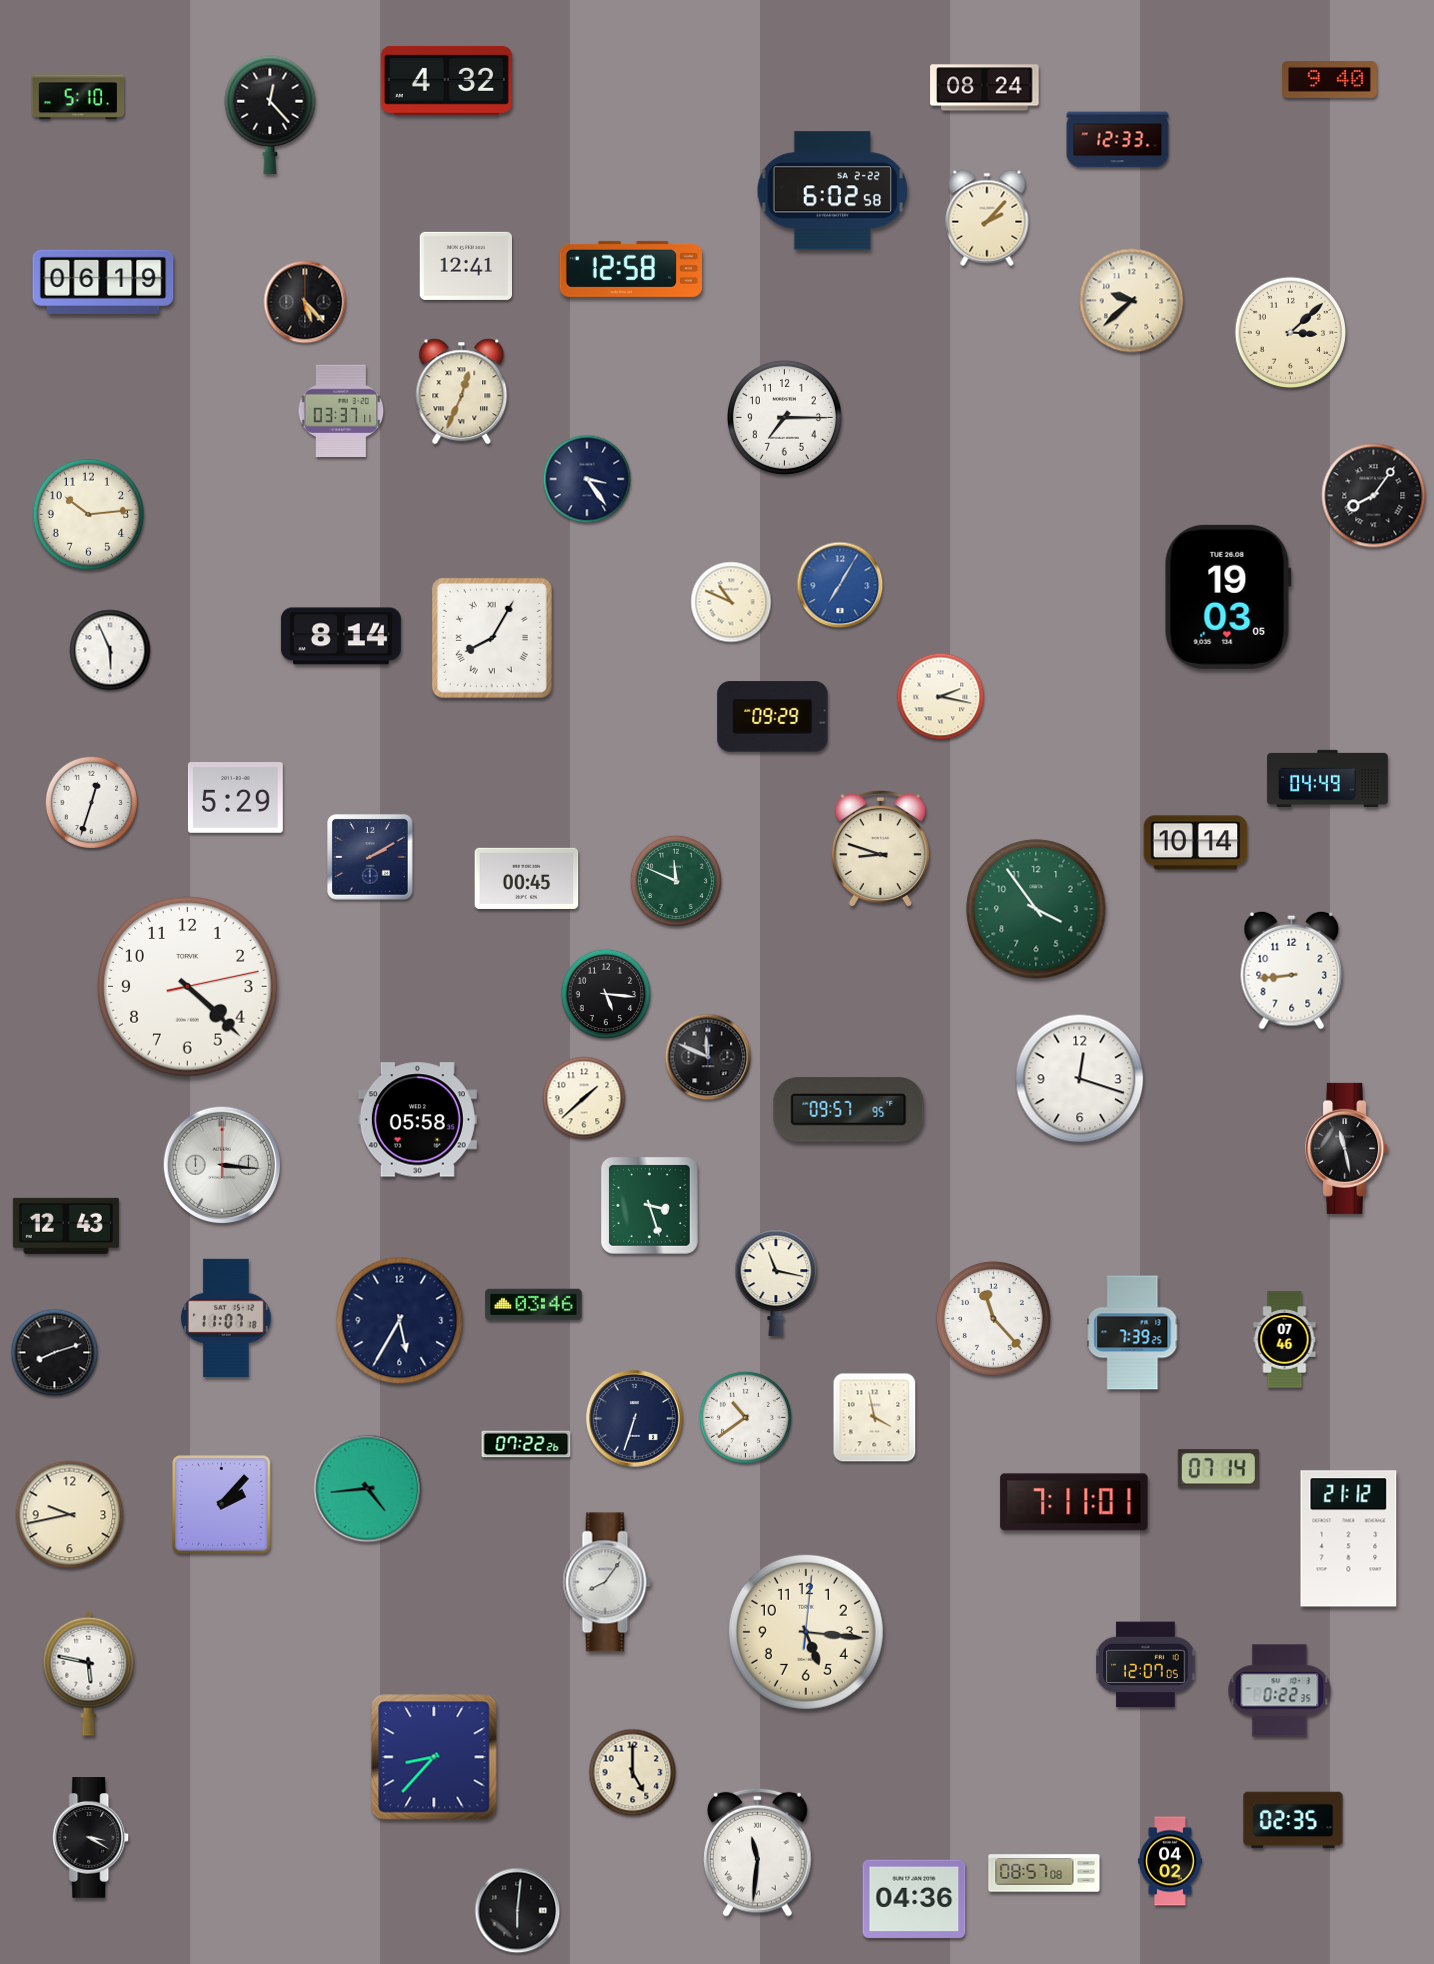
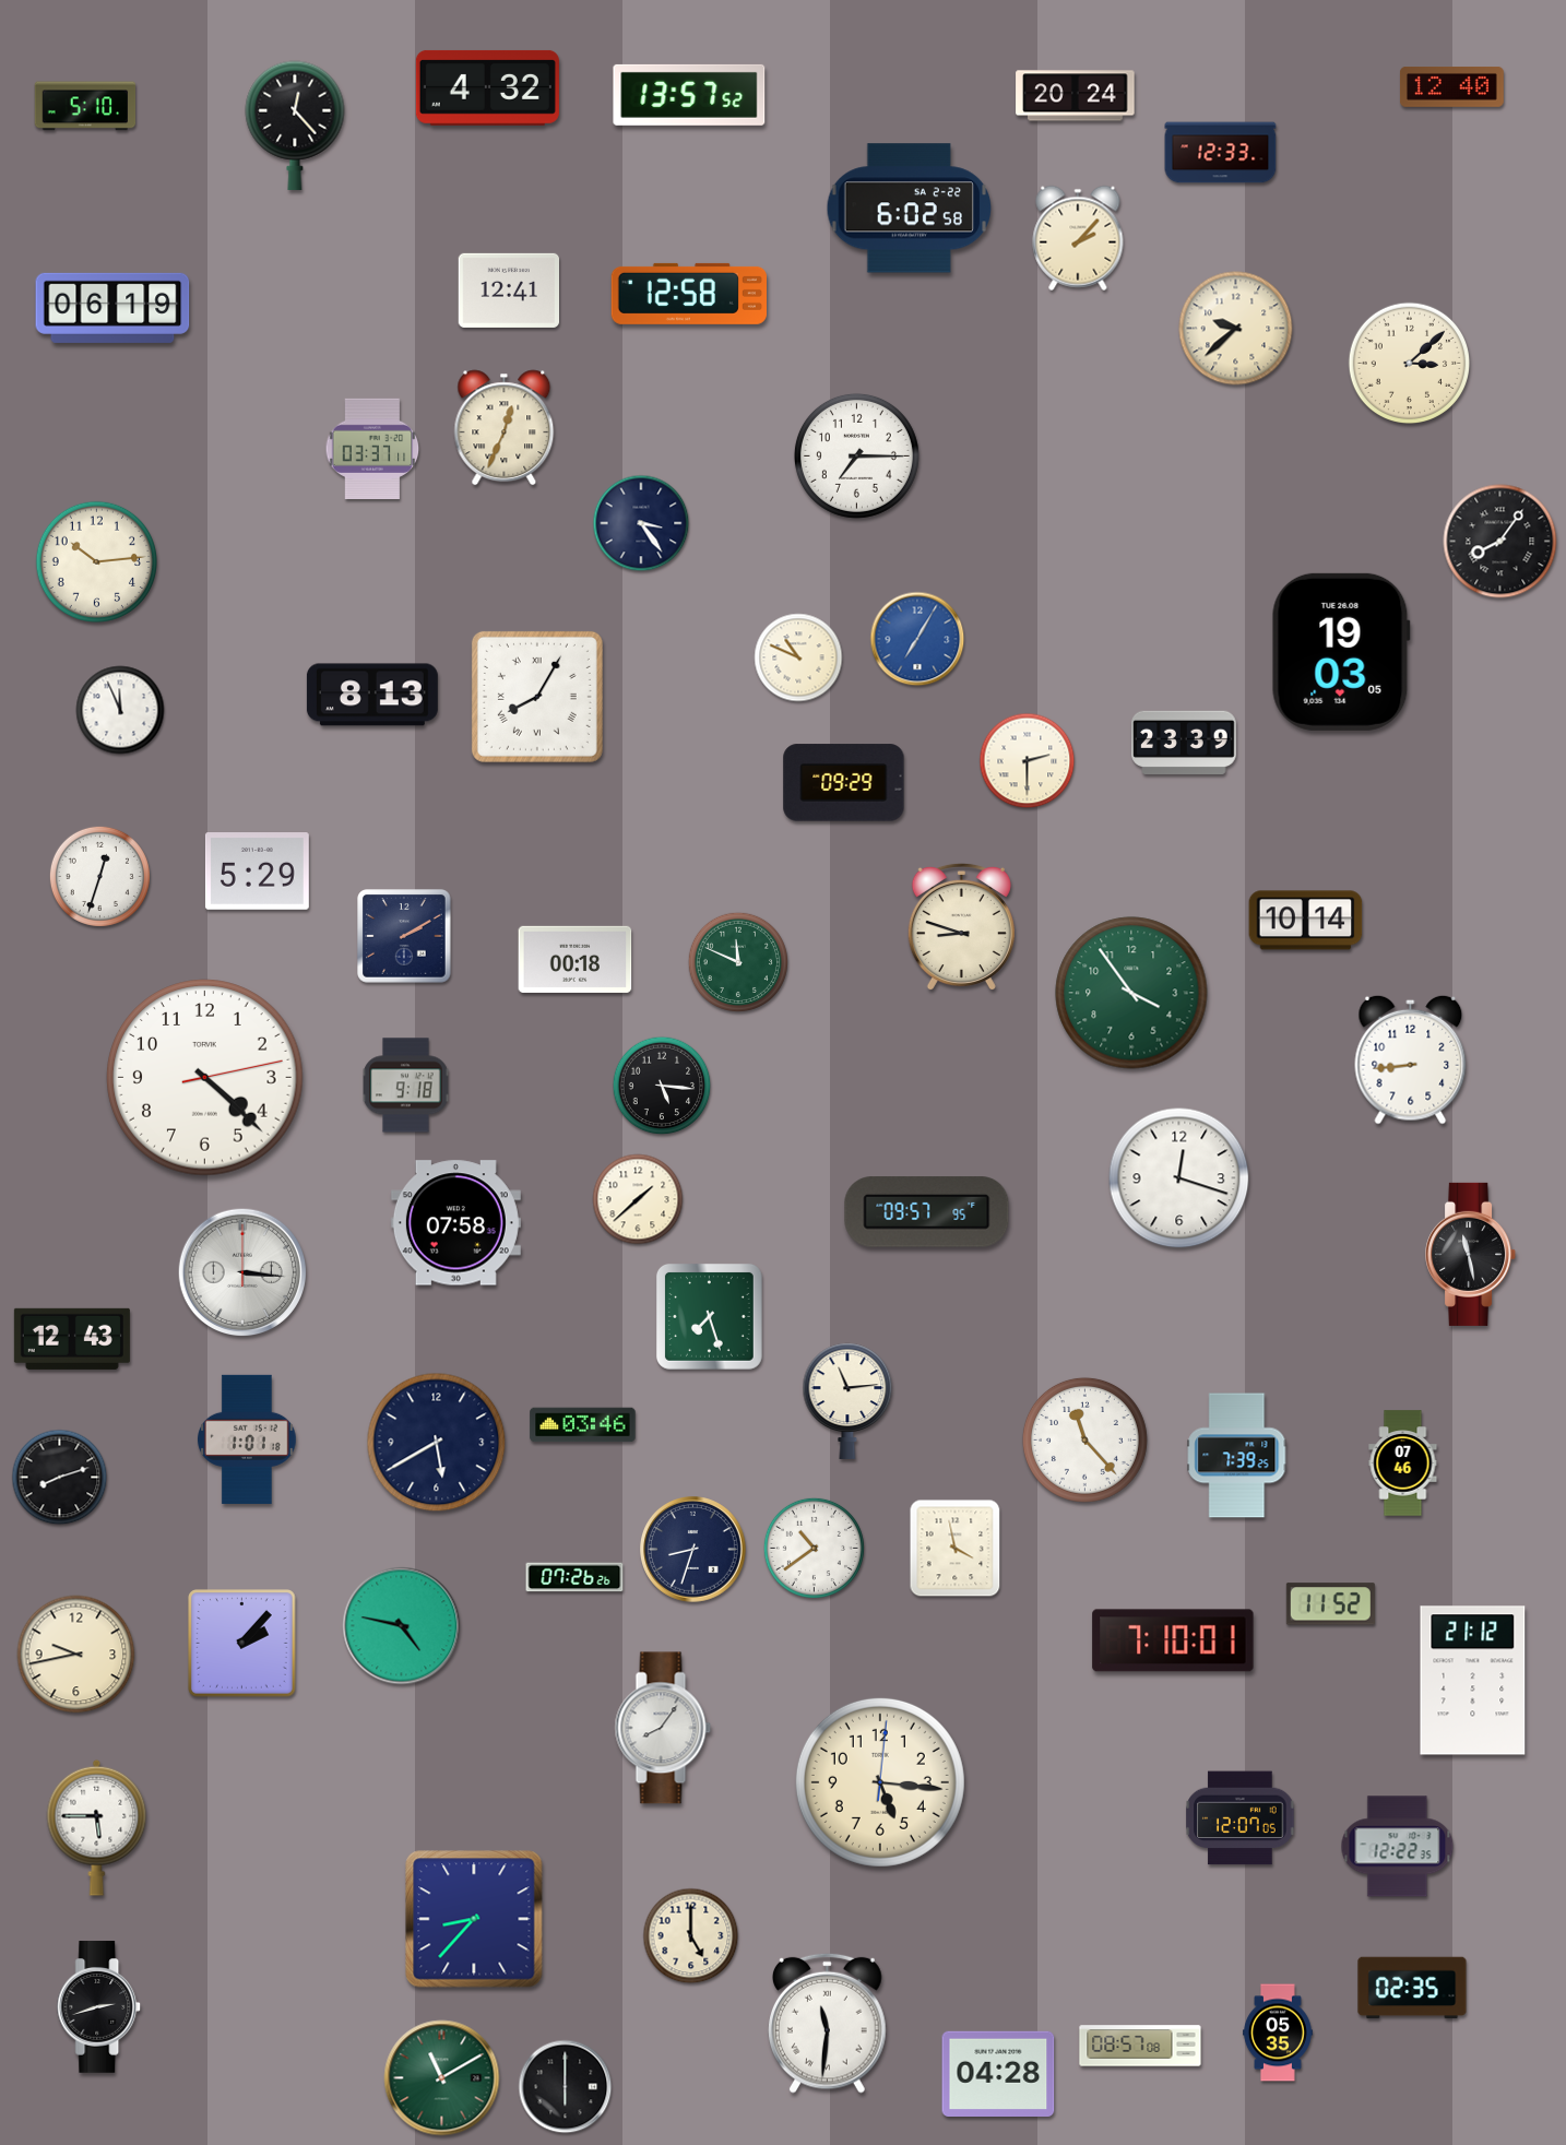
clock at (1329, 80): 9:40 -> 12:40
clock at (689, 95): none -> 13:57
clock at (985, 88): 08:24 -> 20:24
clock at (305, 302): 5:23 -> none
clock at (341, 636): 8:14 -> 8:13
clock at (110, 650): 5:56 -> 11:56
clock at (1184, 742): none -> 23:39
clock at (941, 697): 2:17 -> 2:30
clock at (1328, 778): 04:49 -> none
clock at (527, 878): 00:45 -> 00:18
clock at (406, 1086): none -> 9:18
clock at (708, 1057): 11:49 -> none
clock at (417, 1120): 05:58 -> 07:58
clock at (649, 1205): 3:27 -> 7:27
clock at (776, 1283): 11:17 -> 11:14
clock at (227, 1318): 11:07 -> 1:01
clock at (400, 1321): 5:35 -> 5:40
clock at (635, 1419): 6:33 -> 8:33
clock at (526, 1444): 07:22 -> 07:26
clock at (1218, 1469): 07:14 -> 11:52
clock at (368, 1489): 4:44 -> 4:47
clock at (1074, 1502): 7:11 -> 7:10
clock at (1146, 1665) position: (1146, 1665) -> (1241, 1818)
clock at (89, 1673): 5:47 -> 5:45
clock at (1280, 1691): 0:22 -> 12:22
clock at (91, 1838): 3:20 -> 2:42
clock at (1170, 1861): 04:02 -> 05:35
clock at (914, 1898): 04:36 -> 04:28
clock at (442, 2078): none -> 11:10
clock at (518, 1911): 6:01 -> 6:00
